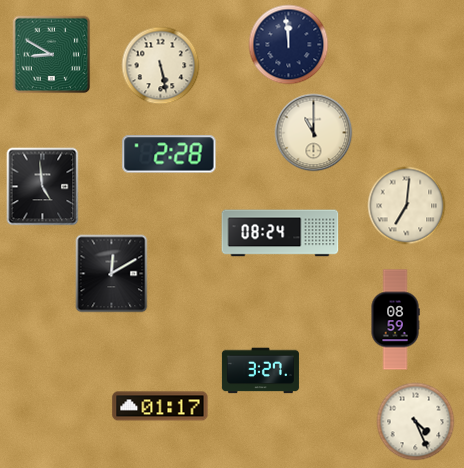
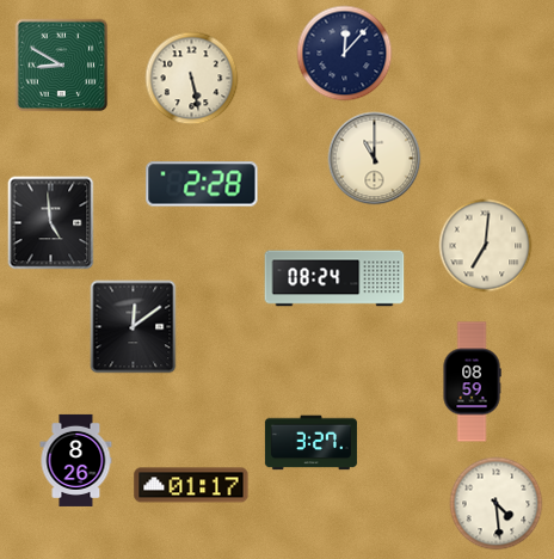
clock at (288, 44): 11:59 -> 12:07
clock at (112, 273): 12:10 -> 12:09
clock at (76, 460): none -> 8:26
clock at (415, 421): 4:26 -> 4:29
